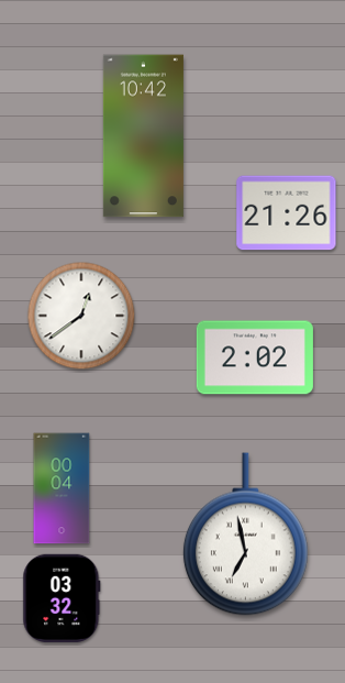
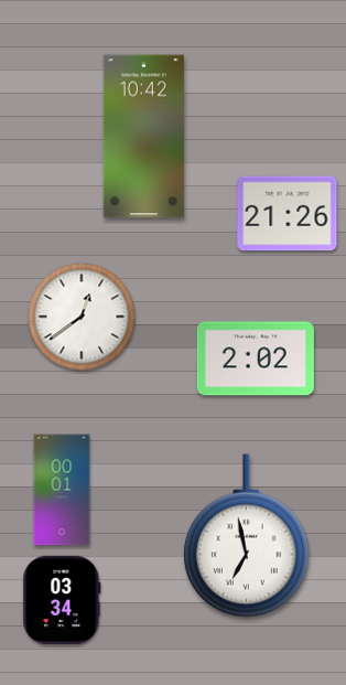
clock at (62, 488): 00:04 -> 00:01
clock at (62, 597): 03:32 -> 03:34
